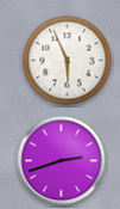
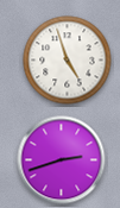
clock at (68, 61): 5:56 -> 4:57
